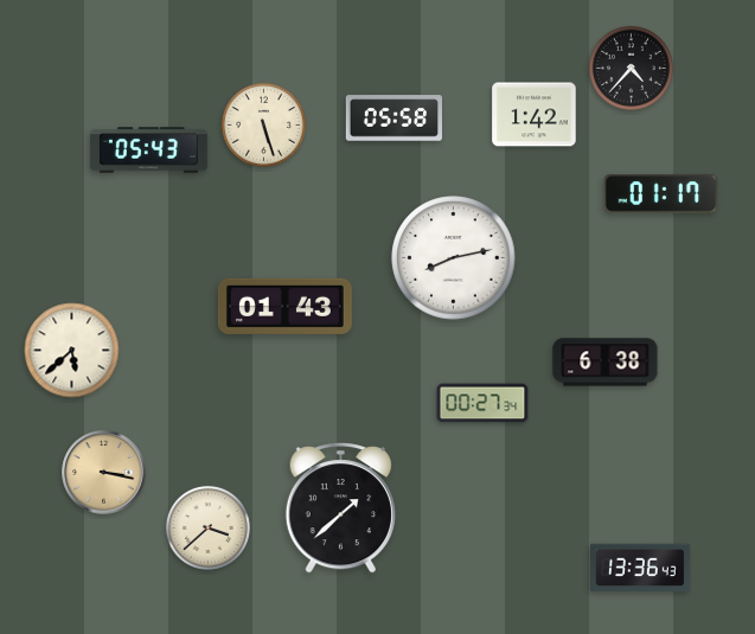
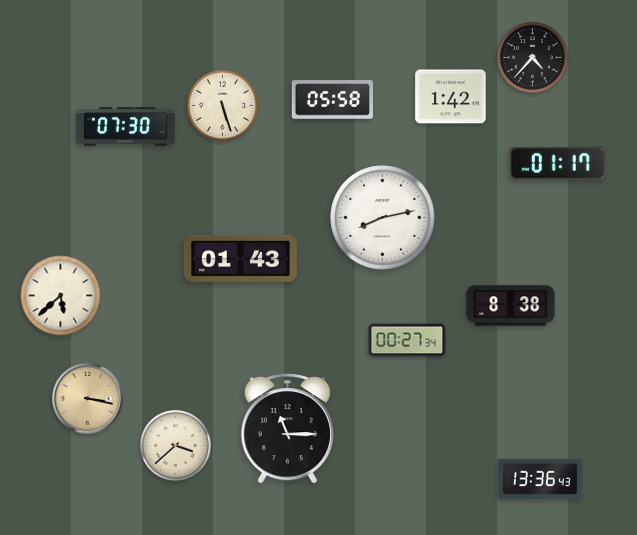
clock at (148, 151): 05:43 -> 07:30
clock at (606, 363): 6:38 -> 8:38
clock at (340, 508): 1:38 -> 11:15
